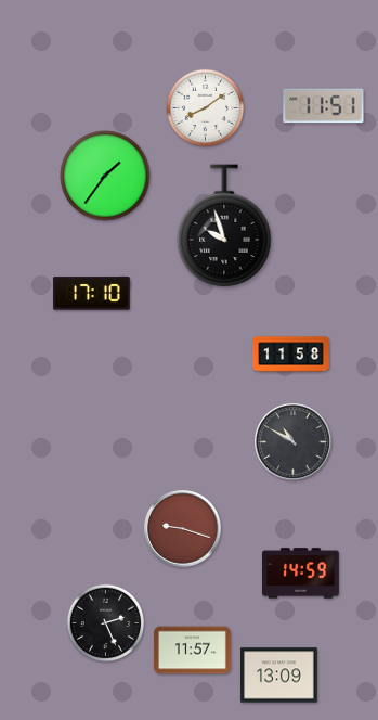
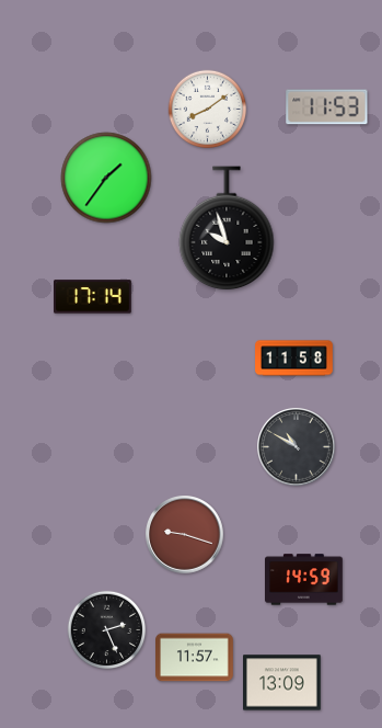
clock at (324, 106): 11:51 -> 11:53
clock at (92, 294): 17:10 -> 17:14
